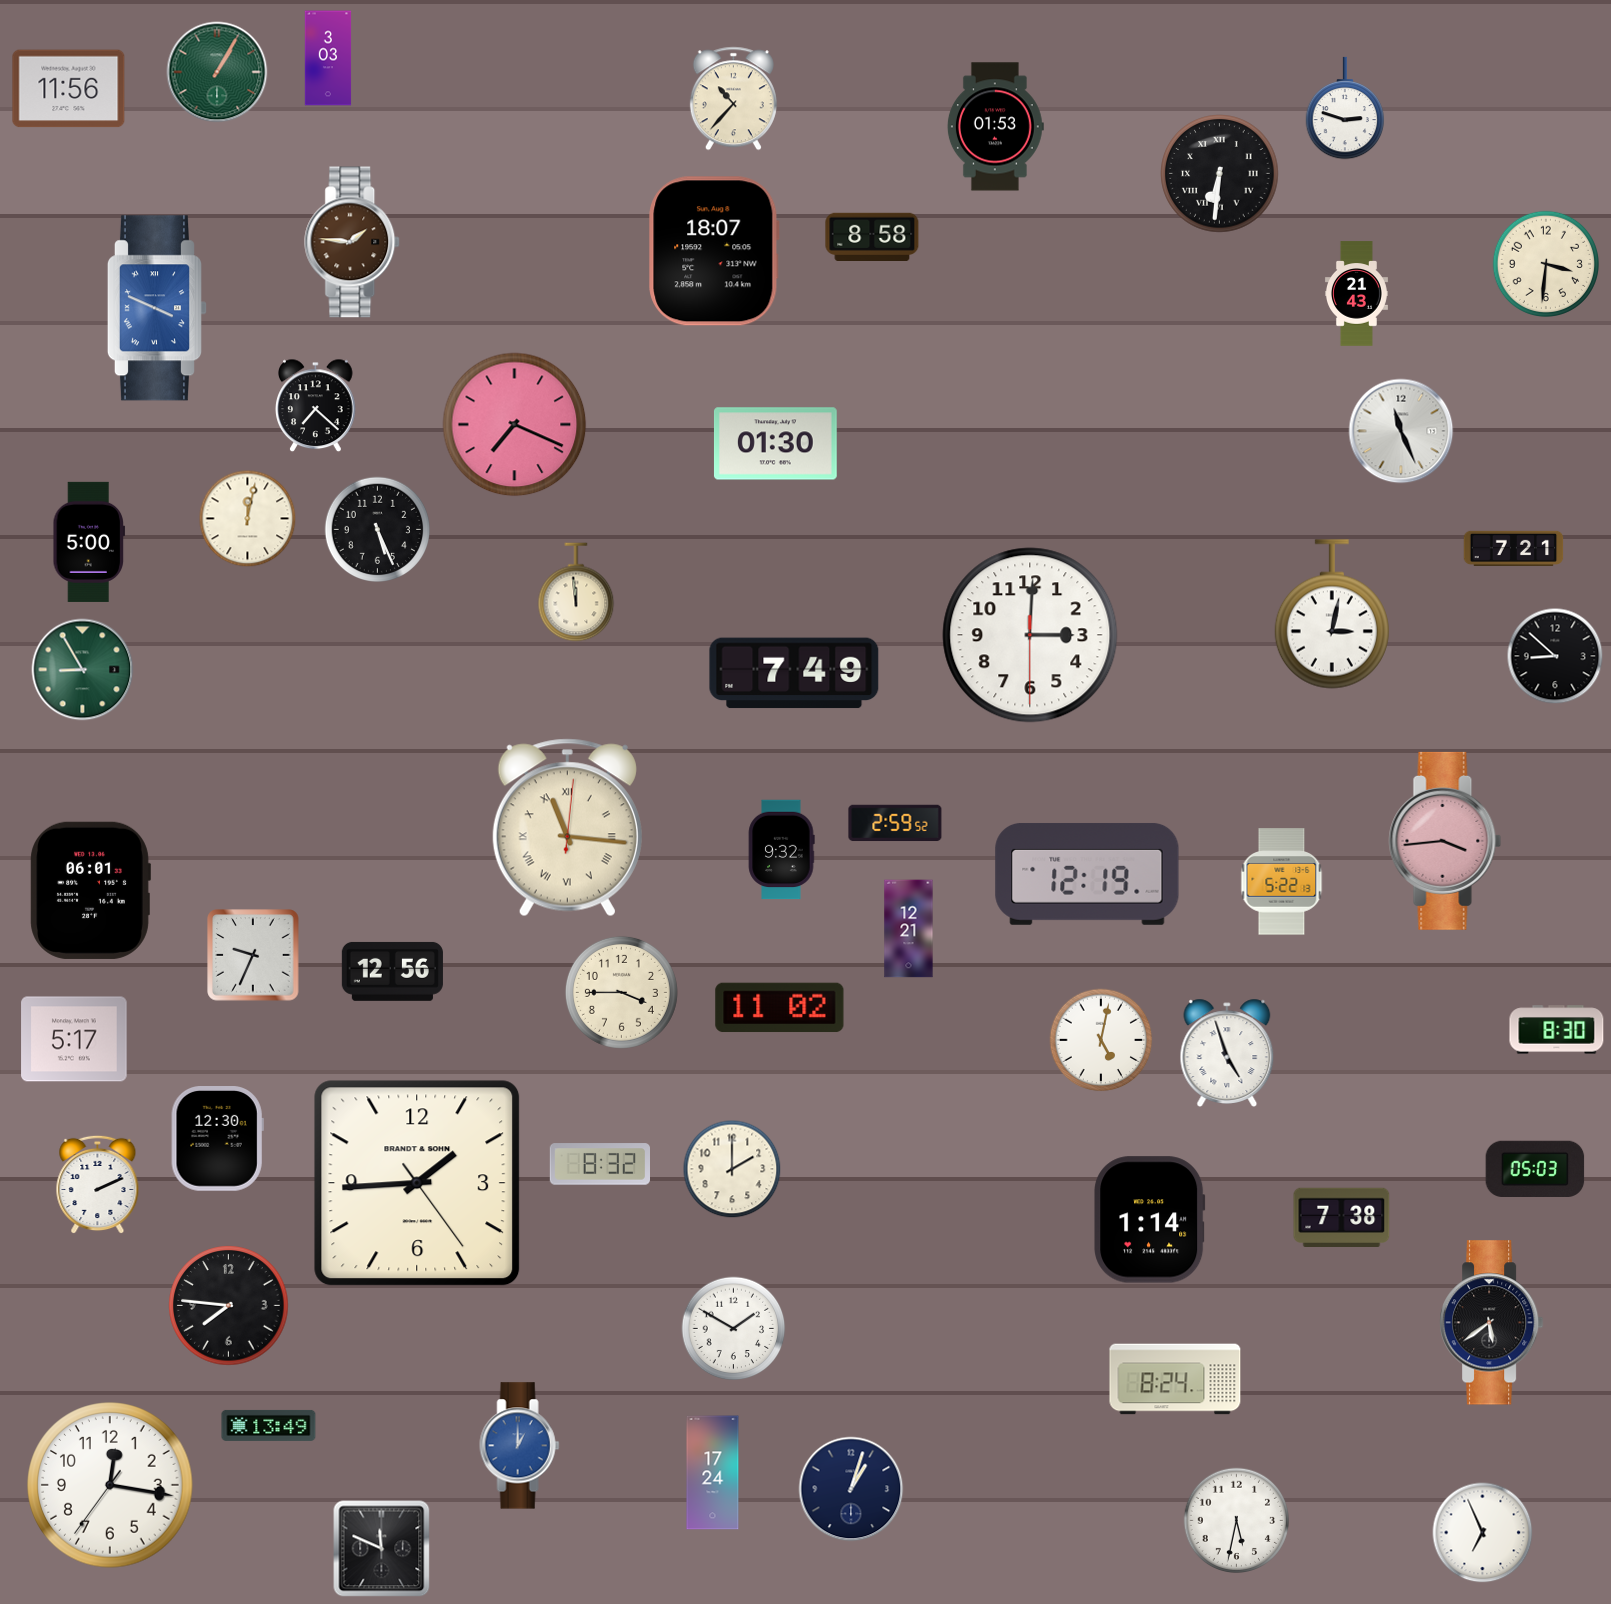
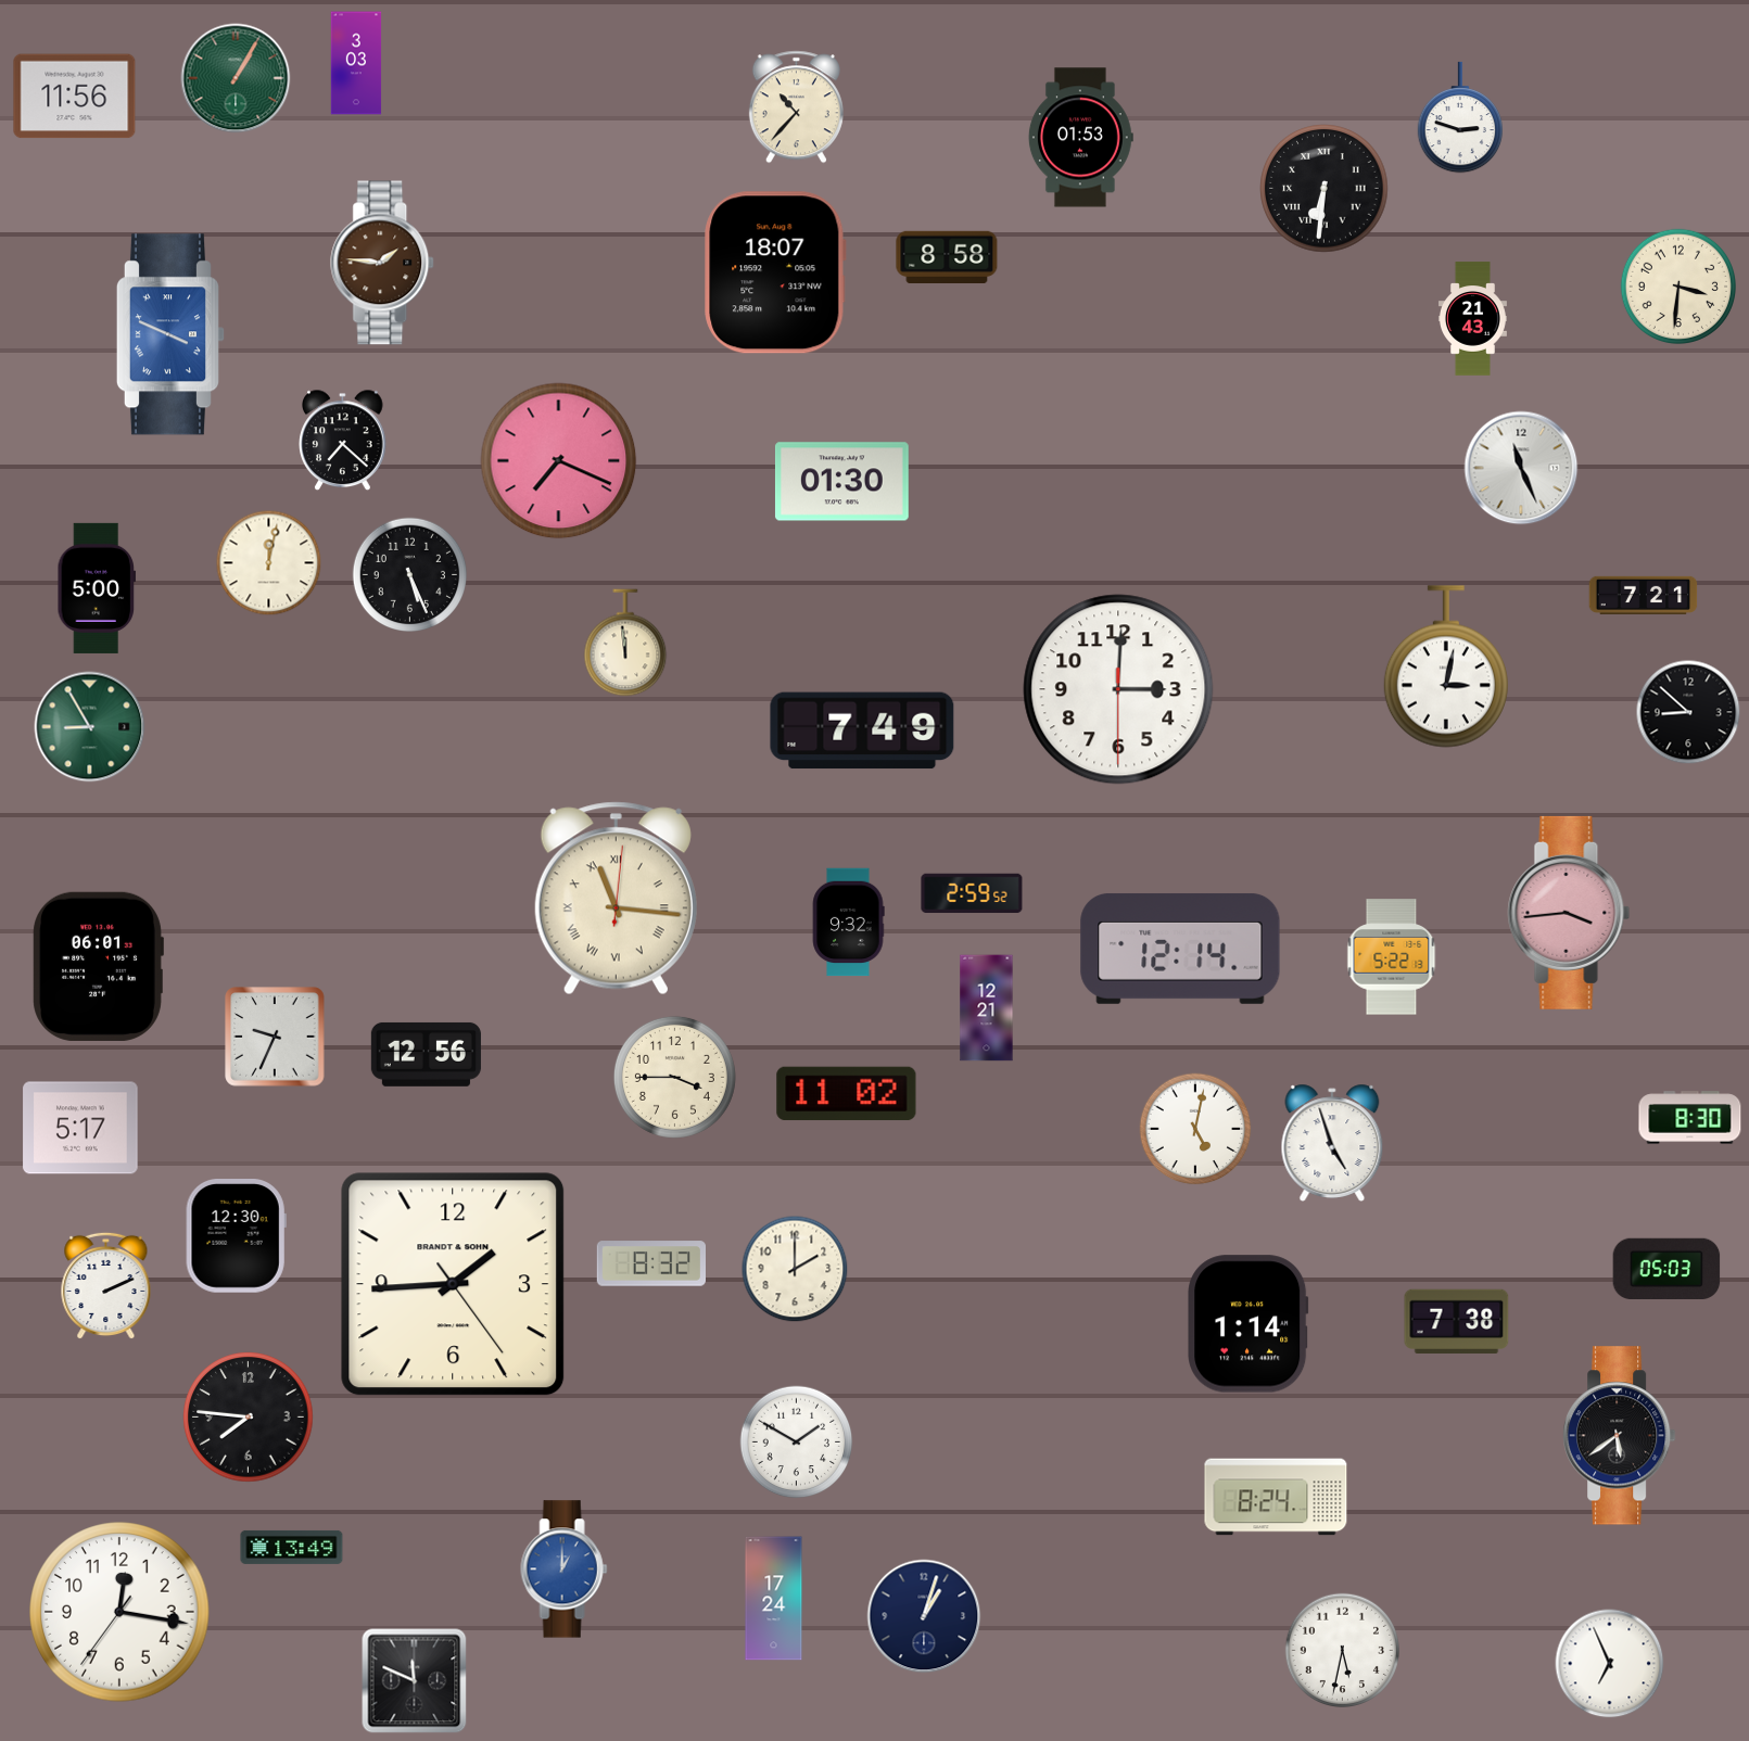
clock at (1087, 874): 12:19 -> 12:14
